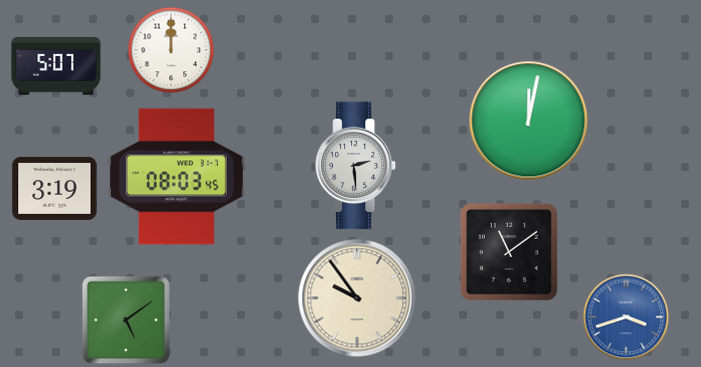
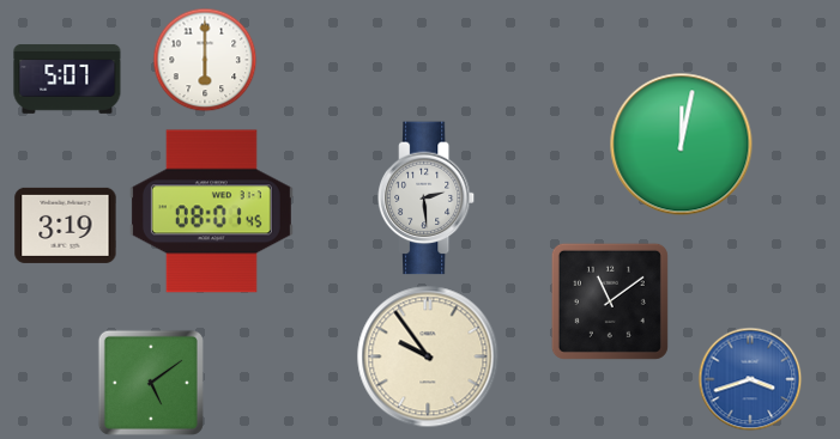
clock at (171, 50): 12:00 -> 6:00
clock at (529, 121) position: (529, 121) -> (682, 145)
clock at (176, 177): 08:03 -> 08:01
